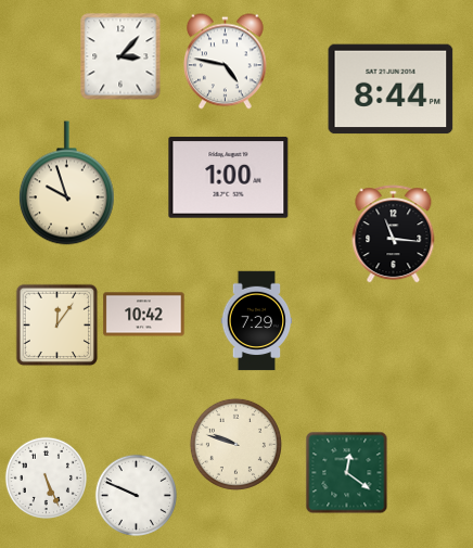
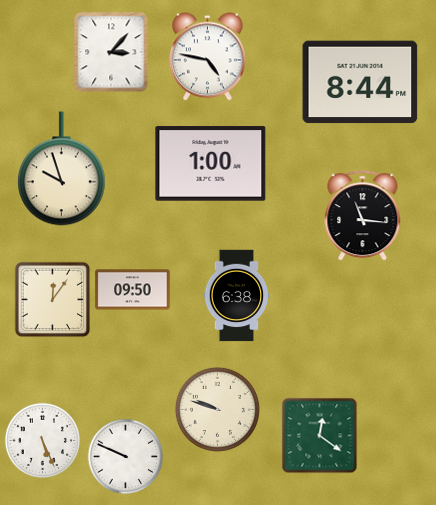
clock at (144, 315): 10:42 -> 09:50
clock at (257, 321): 7:29 -> 6:38
